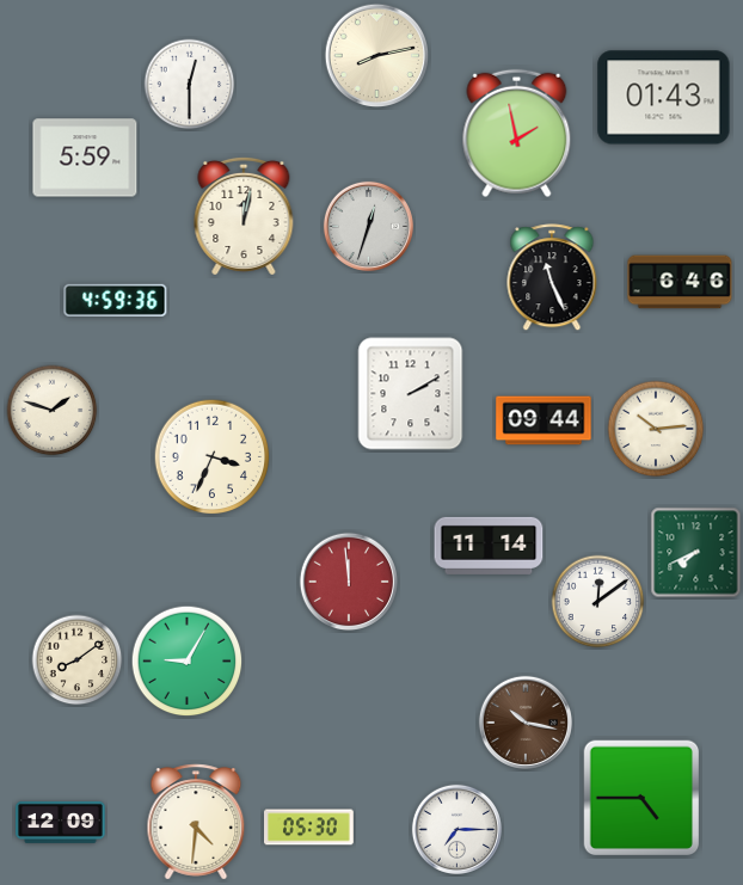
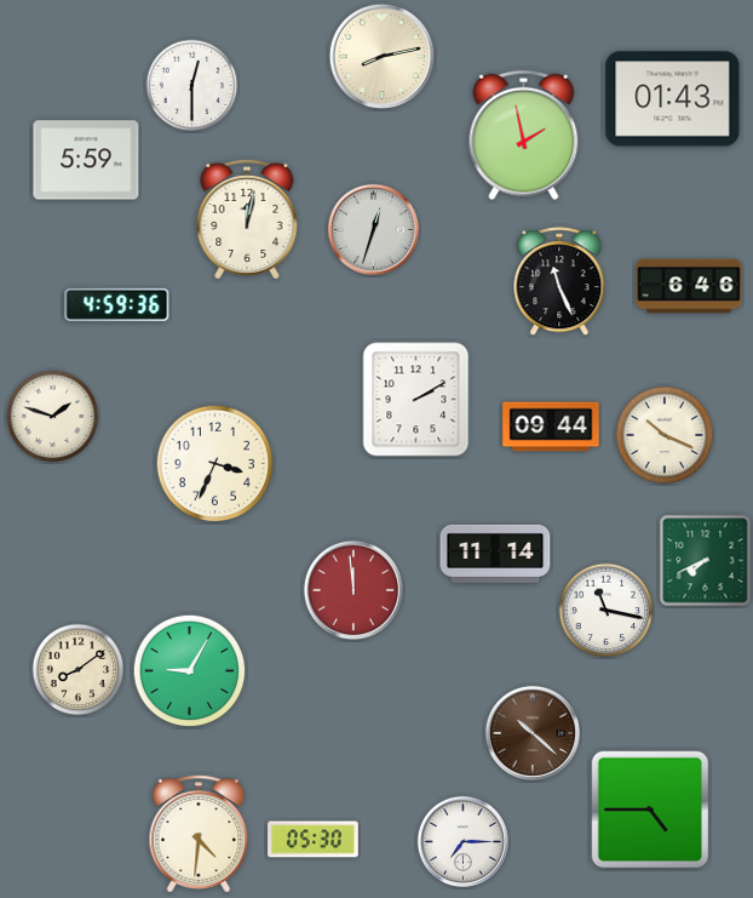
clock at (656, 429): 10:14 -> 10:19
clock at (598, 602): 12:09 -> 11:17
clock at (524, 721): 10:17 -> 10:22
clock at (61, 823): 12:09 -> none
